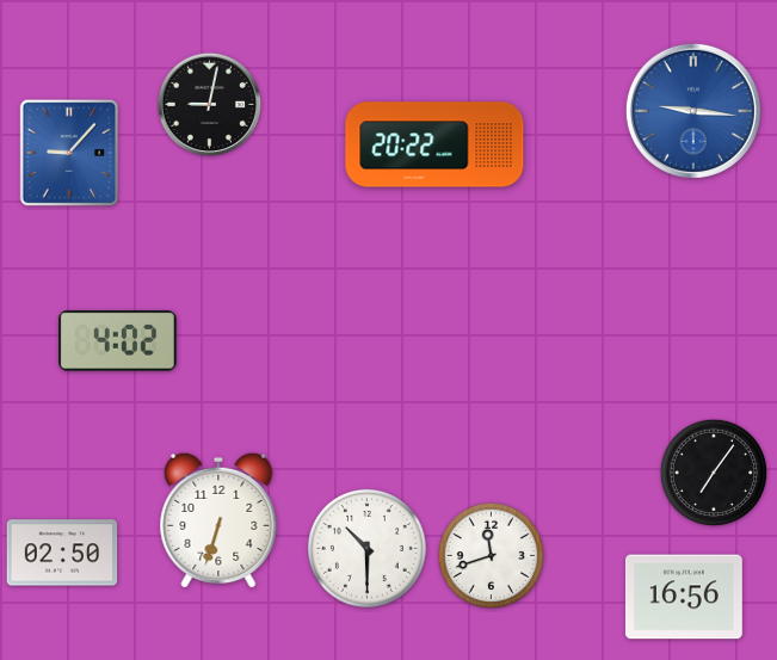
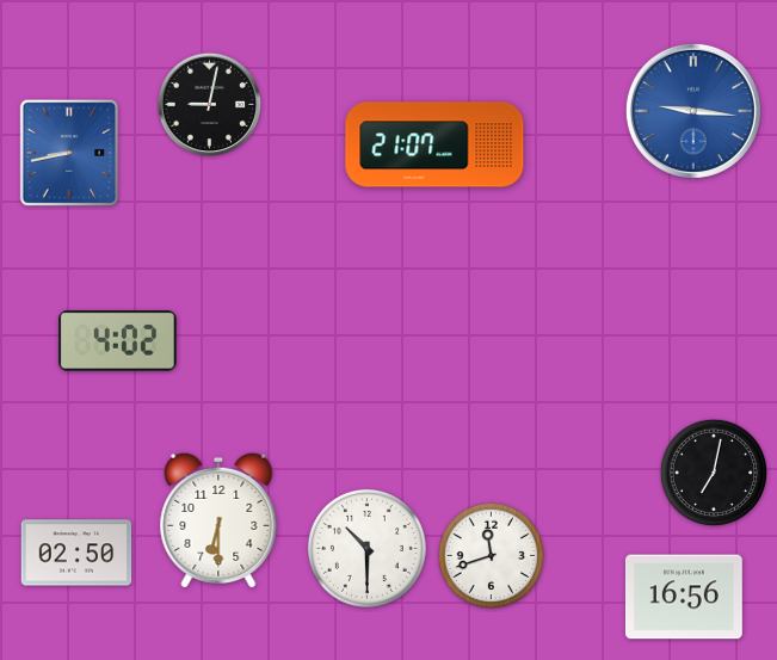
clock at (434, 144): 20:22 -> 21:07
clock at (69, 153): 9:07 -> 8:43
clock at (714, 473): 7:06 -> 7:02
clock at (218, 520): 6:33 -> 6:30
clock at (62, 553) position: (62, 553) -> (76, 553)
